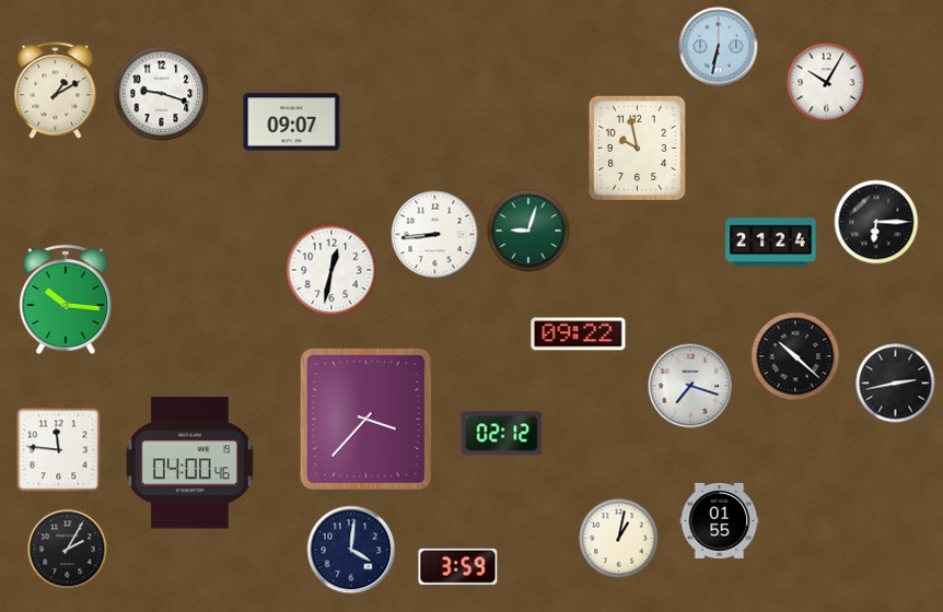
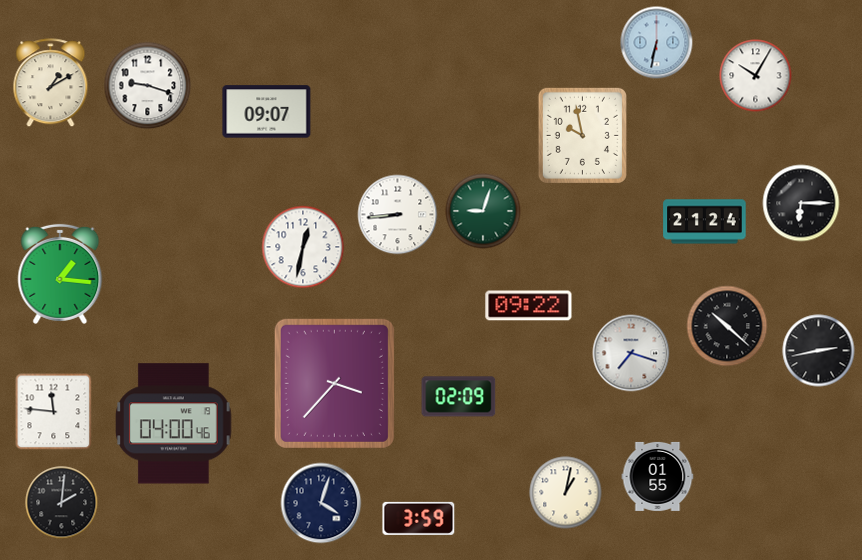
clock at (66, 299): 10:16 -> 1:16
clock at (502, 434): 02:12 -> 02:09
clock at (68, 550): 2:05 -> 2:01
clock at (351, 550): 4:01 -> 4:03
